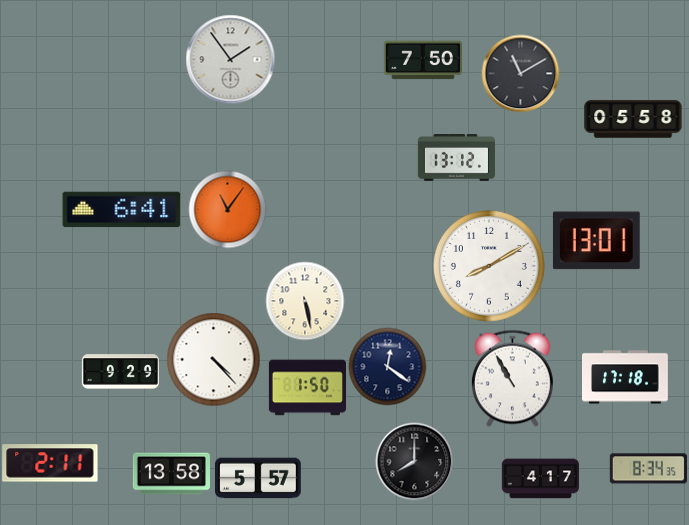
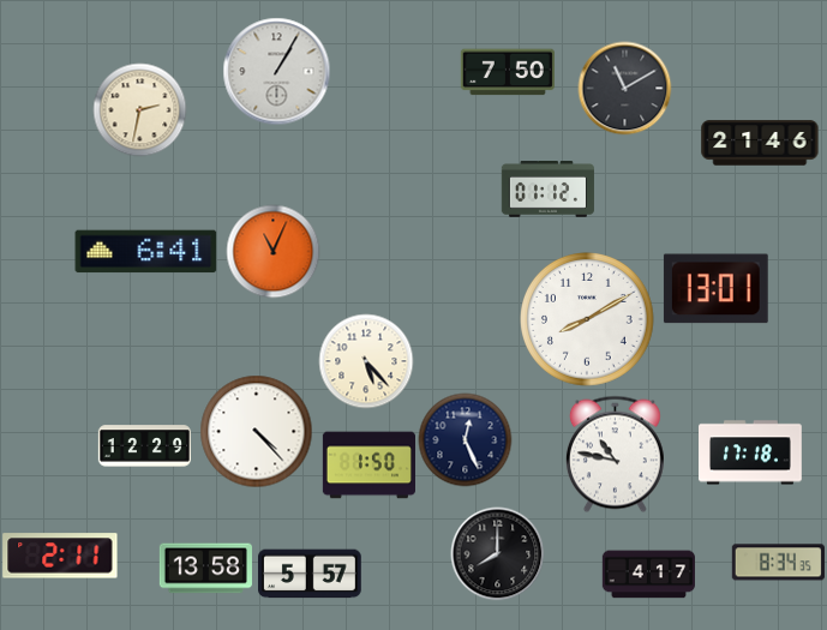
clock at (230, 59): 1:54 -> 1:05
clock at (139, 109): none -> 2:32
clock at (633, 119): 05:58 -> 21:46
clock at (456, 158): 13:12 -> 01:12
clock at (227, 209): 11:06 -> 11:04
clock at (305, 301): 5:28 -> 5:23
clock at (387, 366): 12:21 -> 12:26
clock at (120, 372): 9:29 -> 12:29
clock at (512, 378): 10:55 -> 10:47
